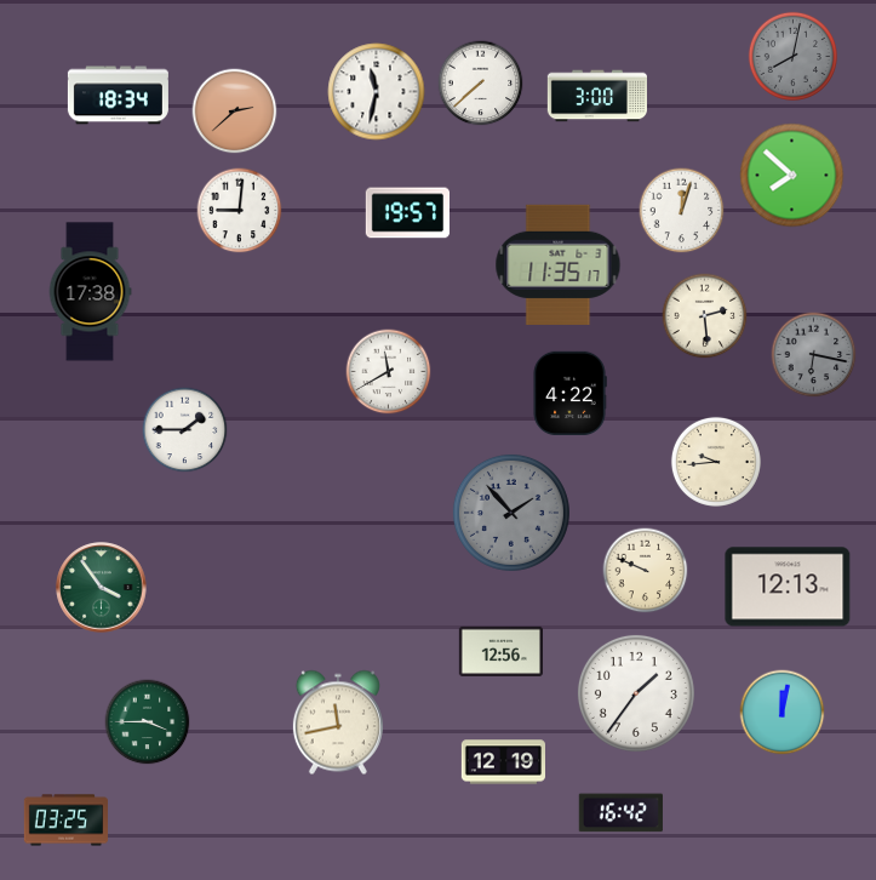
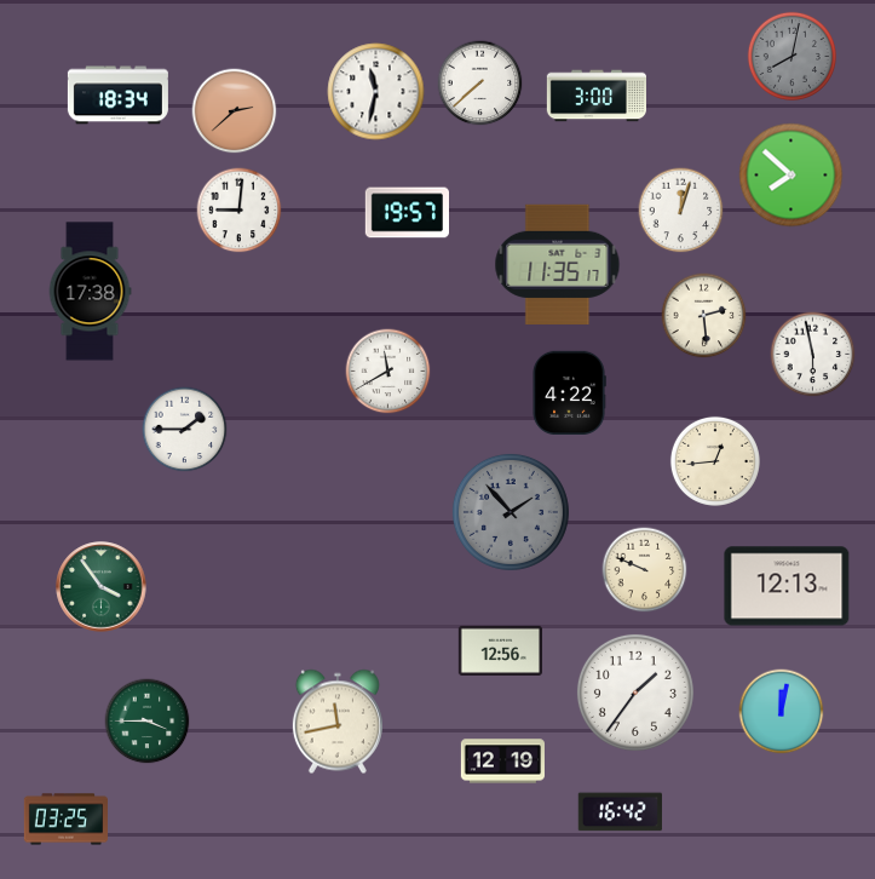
clock at (814, 355): 6:17 -> 5:58
clock at (814, 355) dial: grey -> white
clock at (716, 462): 9:44 -> 12:44
